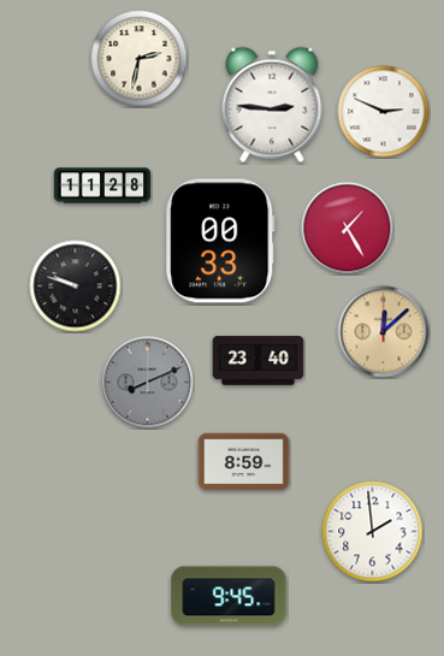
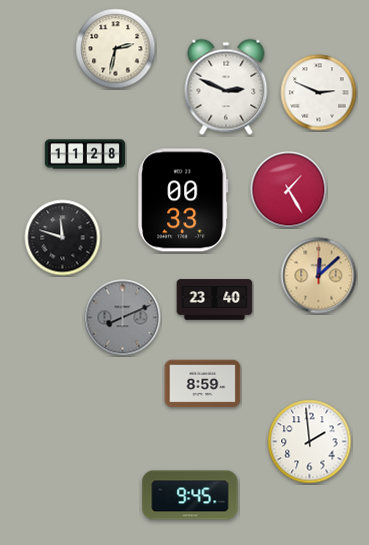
clock at (272, 105): 2:46 -> 2:49
clock at (76, 286): 9:48 -> 11:48
